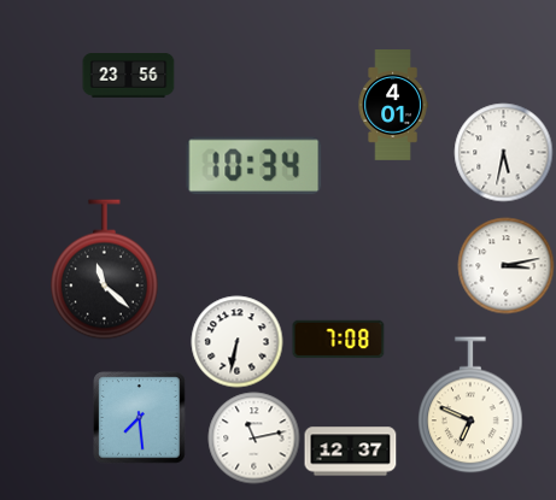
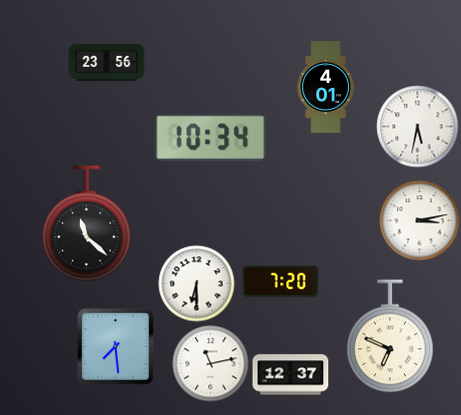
clock at (339, 340): 7:08 -> 7:20
clock at (238, 342): 6:32 -> 6:30
